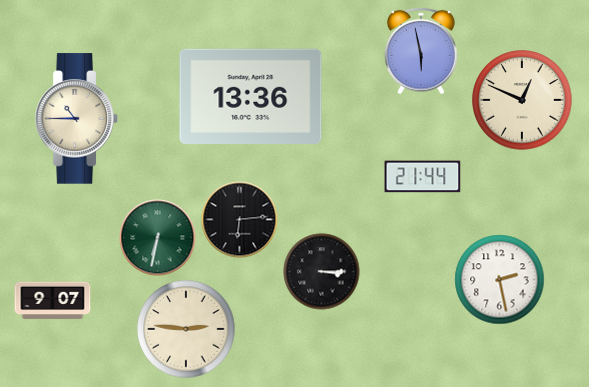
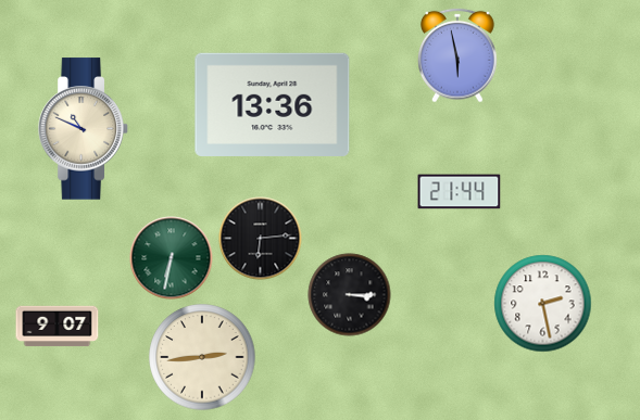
clock at (522, 100): 12:49 -> none
clock at (77, 119): 10:45 -> 10:49
clock at (186, 329): 2:46 -> 2:44
